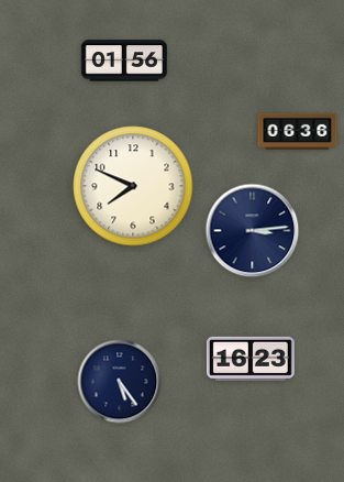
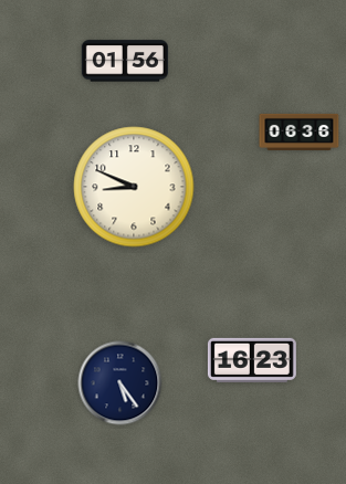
clock at (133, 186): 7:49 -> 8:49
clock at (253, 231): 3:14 -> none
